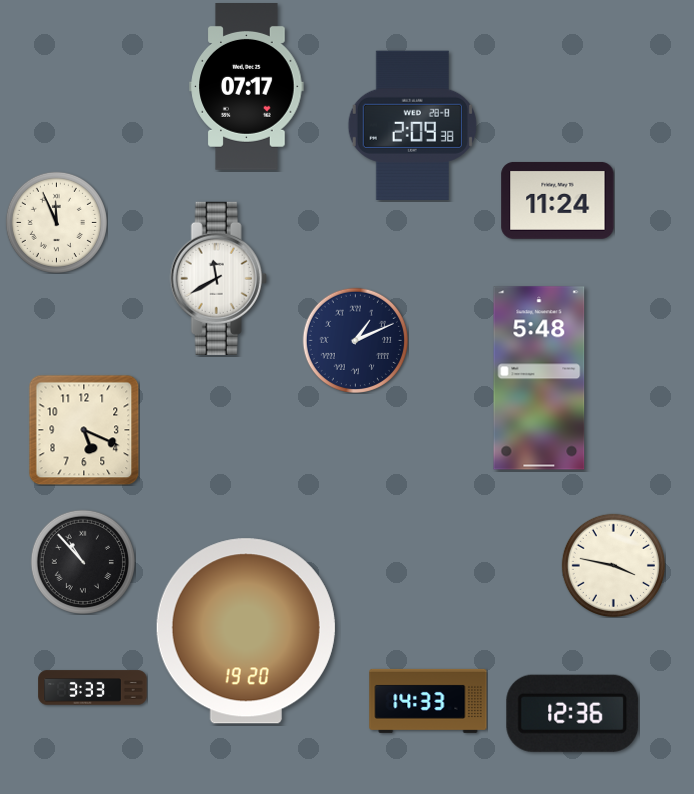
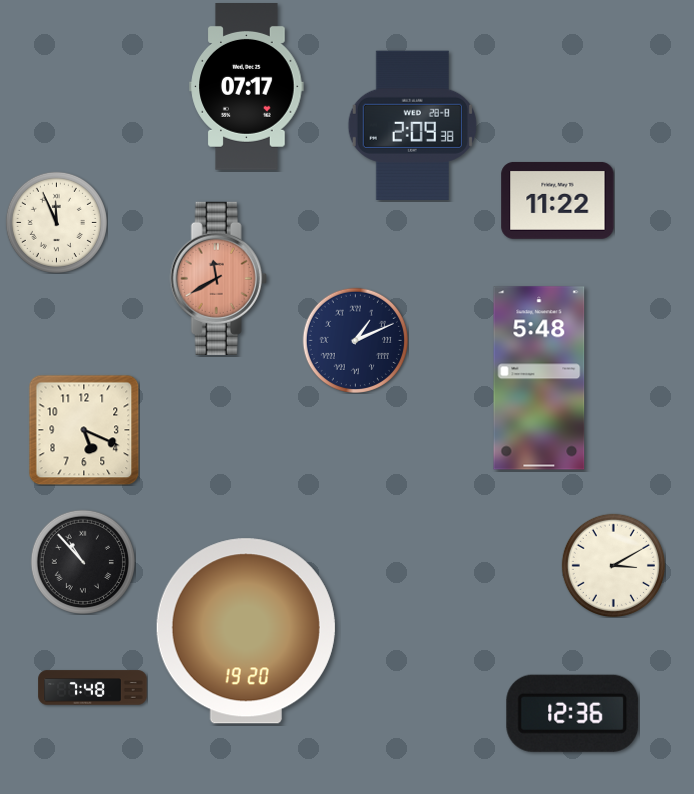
clock at (558, 200): 11:24 -> 11:22
clock at (218, 278) dial: white -> salmon
clock at (613, 565): 3:47 -> 3:10
clock at (93, 688): 3:33 -> 7:48
clock at (428, 701): 14:33 -> none
